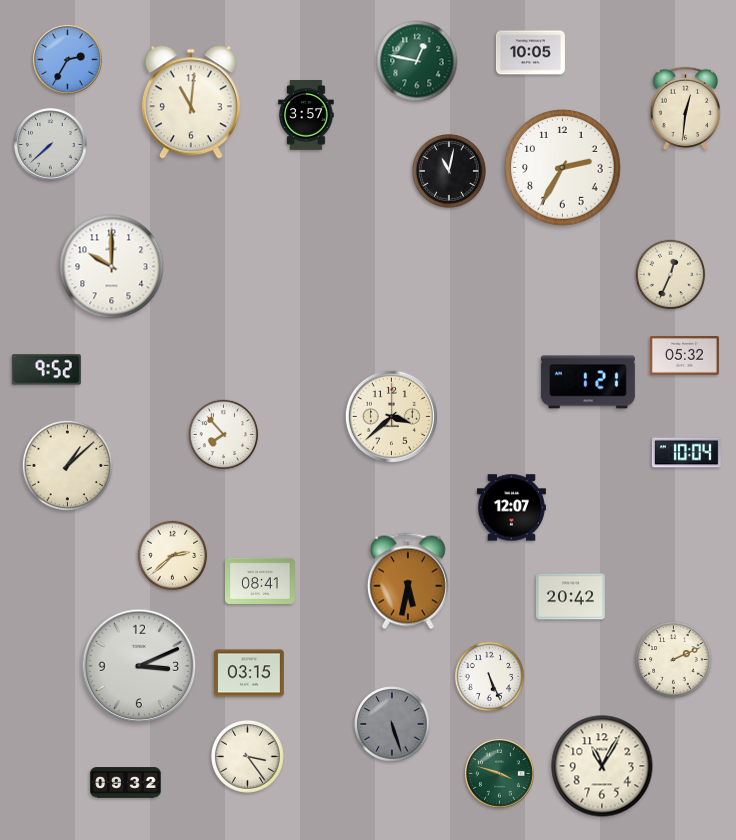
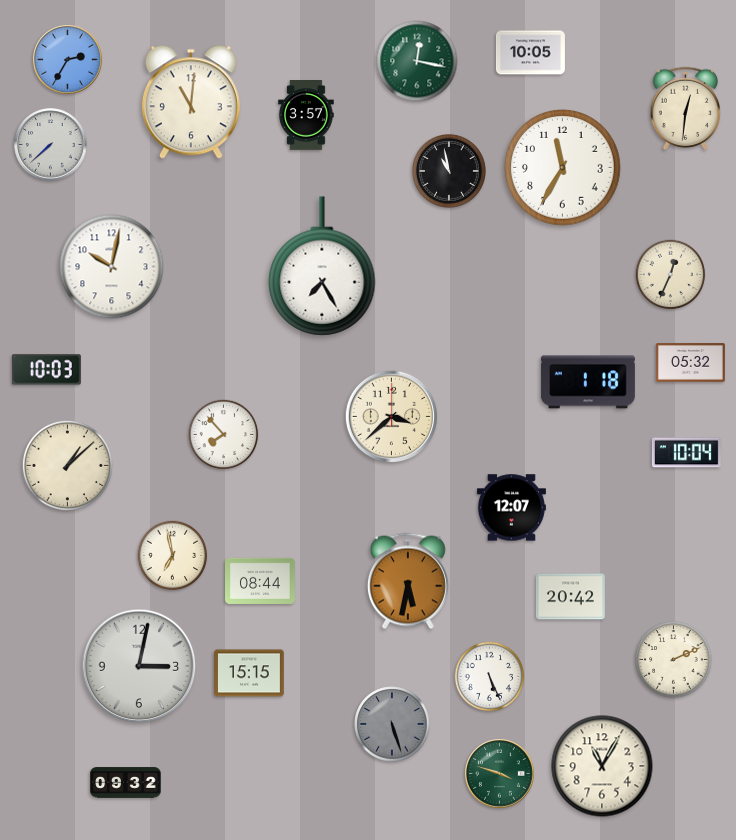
clock at (417, 61): 12:47 -> 12:17
clock at (563, 168): 2:35 -> 11:35
clock at (450, 172): 11:02 -> 10:58
clock at (322, 266): none -> 7:25
clock at (112, 267): 10:00 -> 10:02
clock at (684, 356) position: (684, 356) -> (690, 363)
clock at (46, 370): 9:52 -> 10:03
clock at (588, 382): 1:21 -> 1:18
clock at (173, 556): 2:38 -> 6:58
clock at (261, 581): 08:41 -> 08:44
clock at (139, 666): 3:11 -> 3:02
clock at (250, 673): 03:15 -> 15:15
clock at (247, 756): 3:24 -> none
